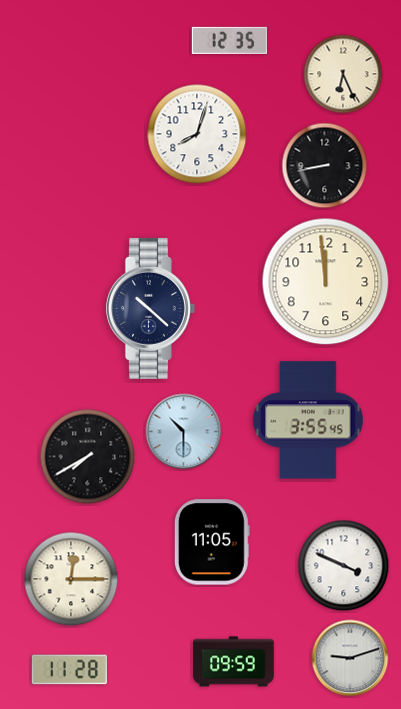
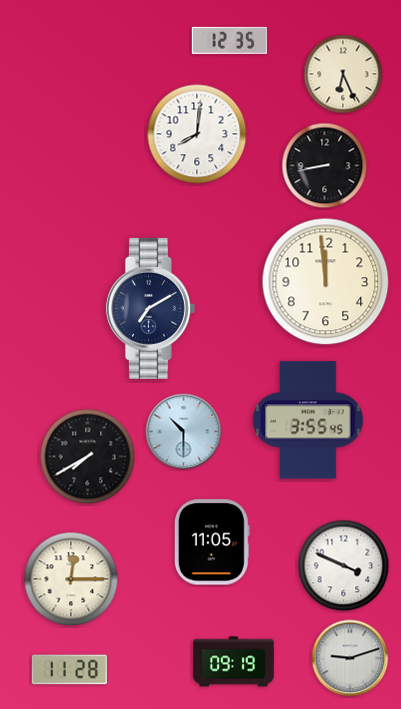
clock at (197, 134): 8:03 -> 8:01
clock at (150, 308): 10:22 -> 7:10
clock at (234, 662): 09:59 -> 09:19
